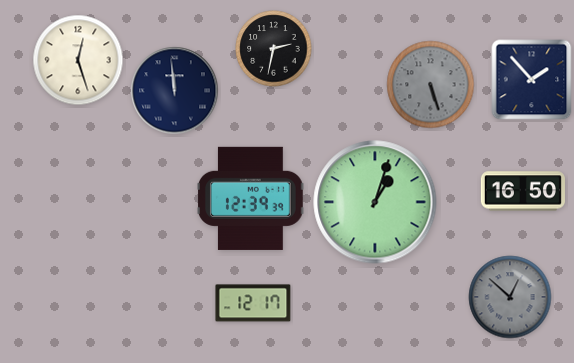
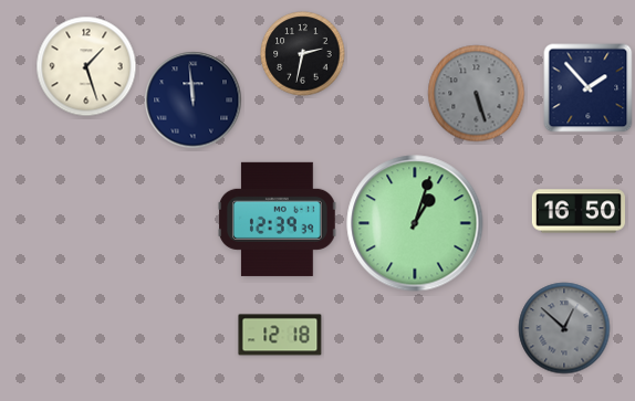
clock at (78, 60): 12:27 -> 1:27
clock at (253, 303): 12:17 -> 12:18
